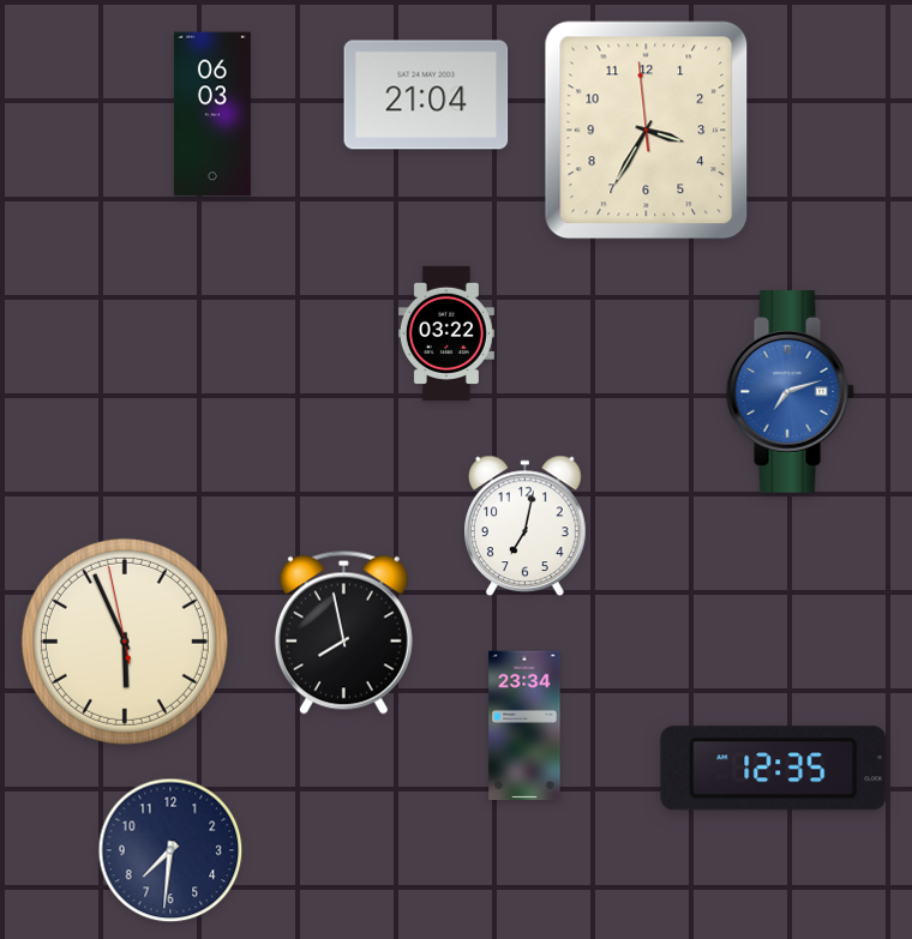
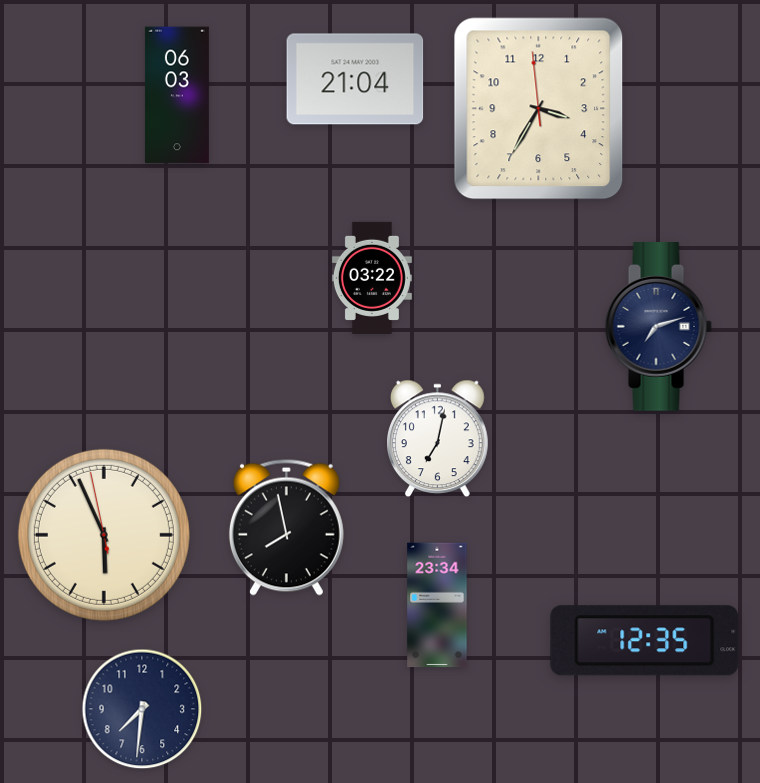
clock at (790, 392) dial: blue -> navy
